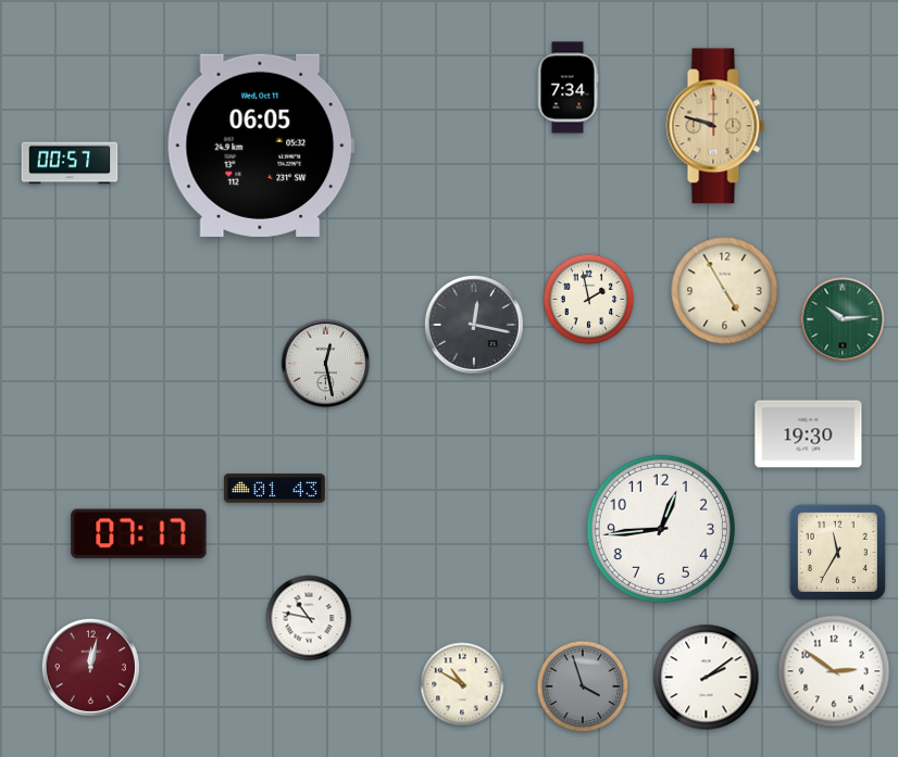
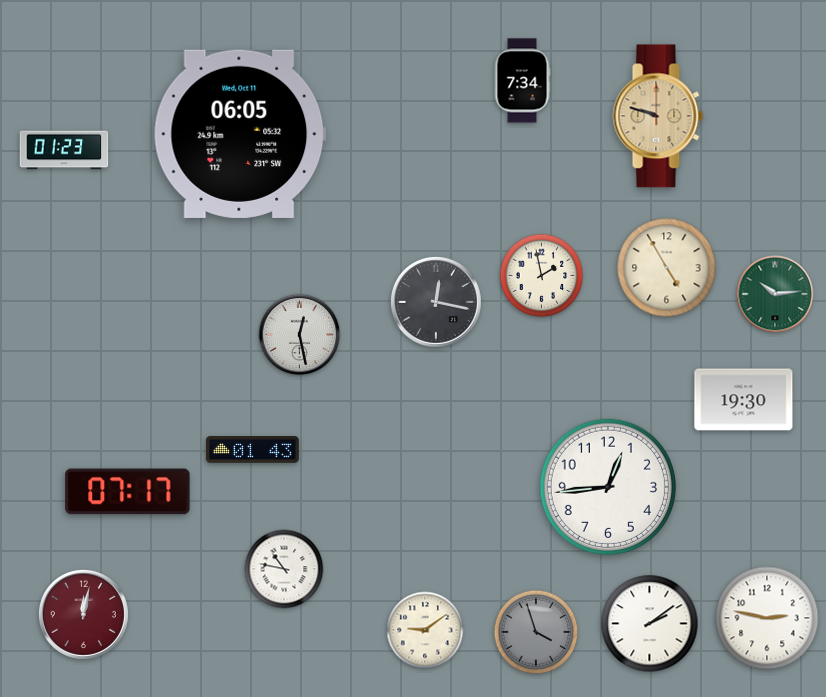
clock at (70, 163): 00:57 -> 01:23
clock at (474, 325) position: (474, 325) -> (436, 302)
clock at (837, 552): 11:35 -> none
clock at (834, 671): 2:51 -> 2:47
clock at (462, 684): 10:50 -> 9:09
